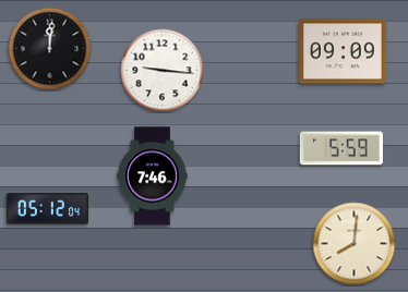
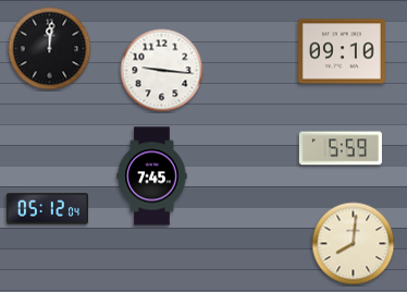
clock at (343, 51): 09:09 -> 09:10
clock at (153, 177): 7:46 -> 7:45
